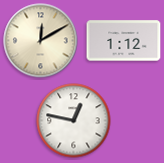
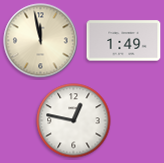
clock at (41, 41): 12:10 -> 11:58
clock at (124, 41): 1:12 -> 1:49
